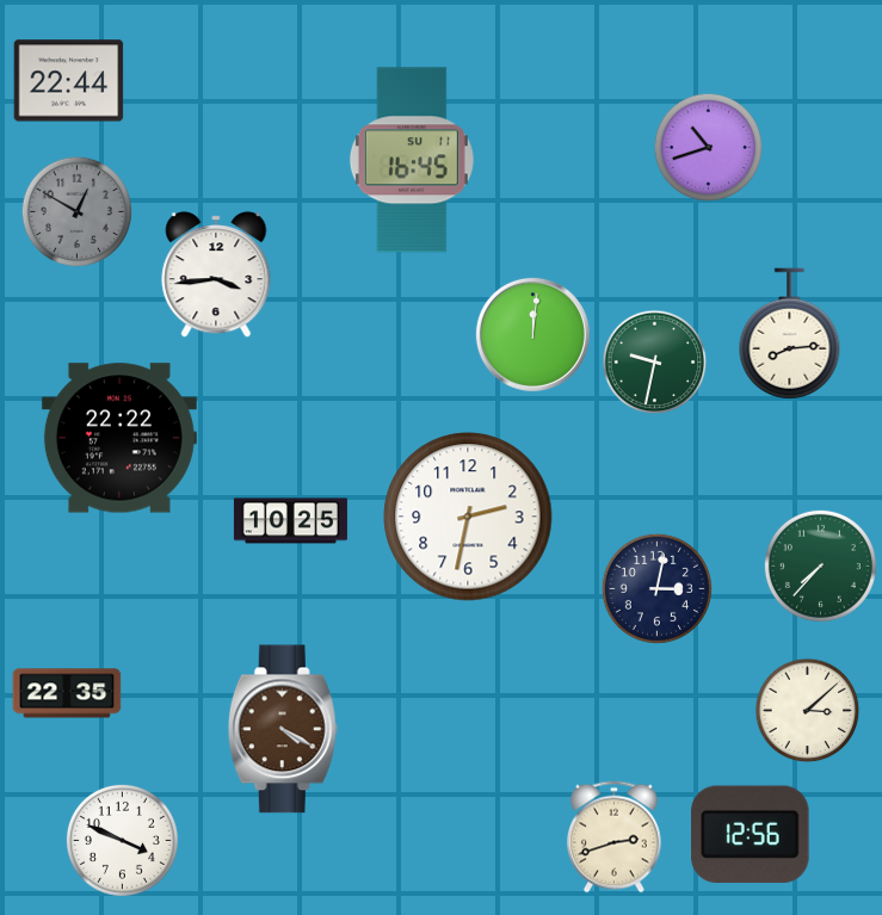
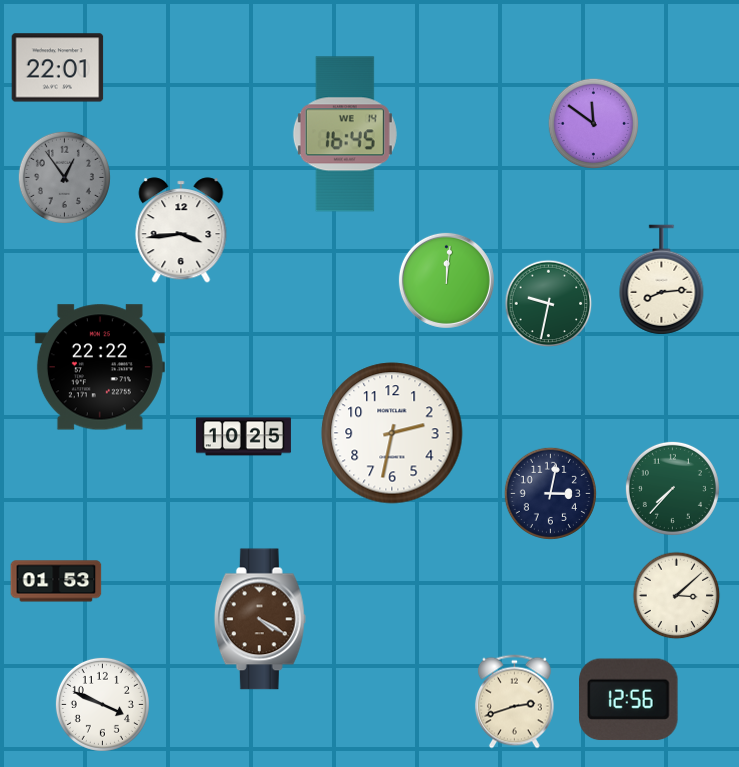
clock at (69, 81): 22:44 -> 22:01
clock at (708, 147): 10:42 -> 11:51
clock at (412, 160) date: SU 11 -> WE 14
clock at (76, 211): 12:50 -> 12:54
clock at (820, 565) position: (820, 565) -> (672, 488)
clock at (67, 693): 22:35 -> 01:53
clock at (283, 729) position: (283, 729) -> (260, 619)
